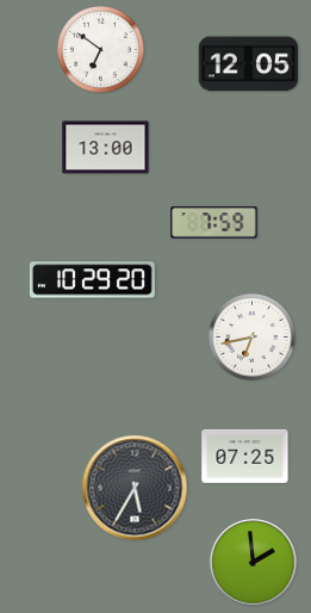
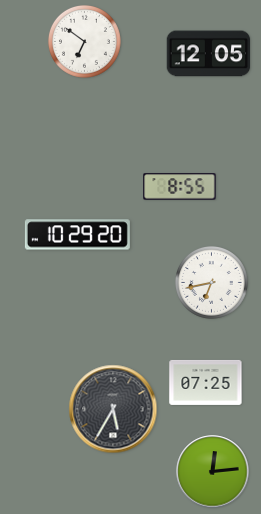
clock at (106, 148): 13:00 -> none
clock at (214, 223): 7:59 -> 8:55
clock at (254, 563): 1:59 -> 12:14
